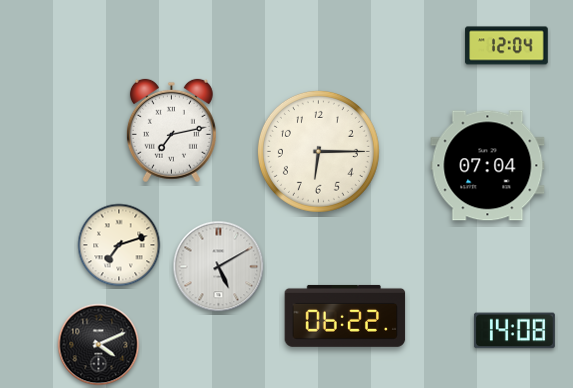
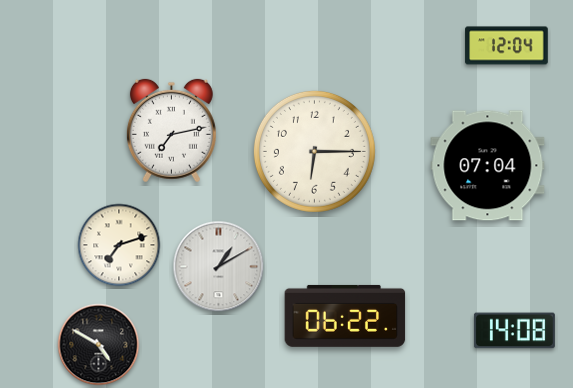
clock at (318, 151) position: (318, 151) -> (314, 151)
clock at (219, 267): 5:10 -> 1:10
clock at (99, 345): 4:11 -> 4:50
